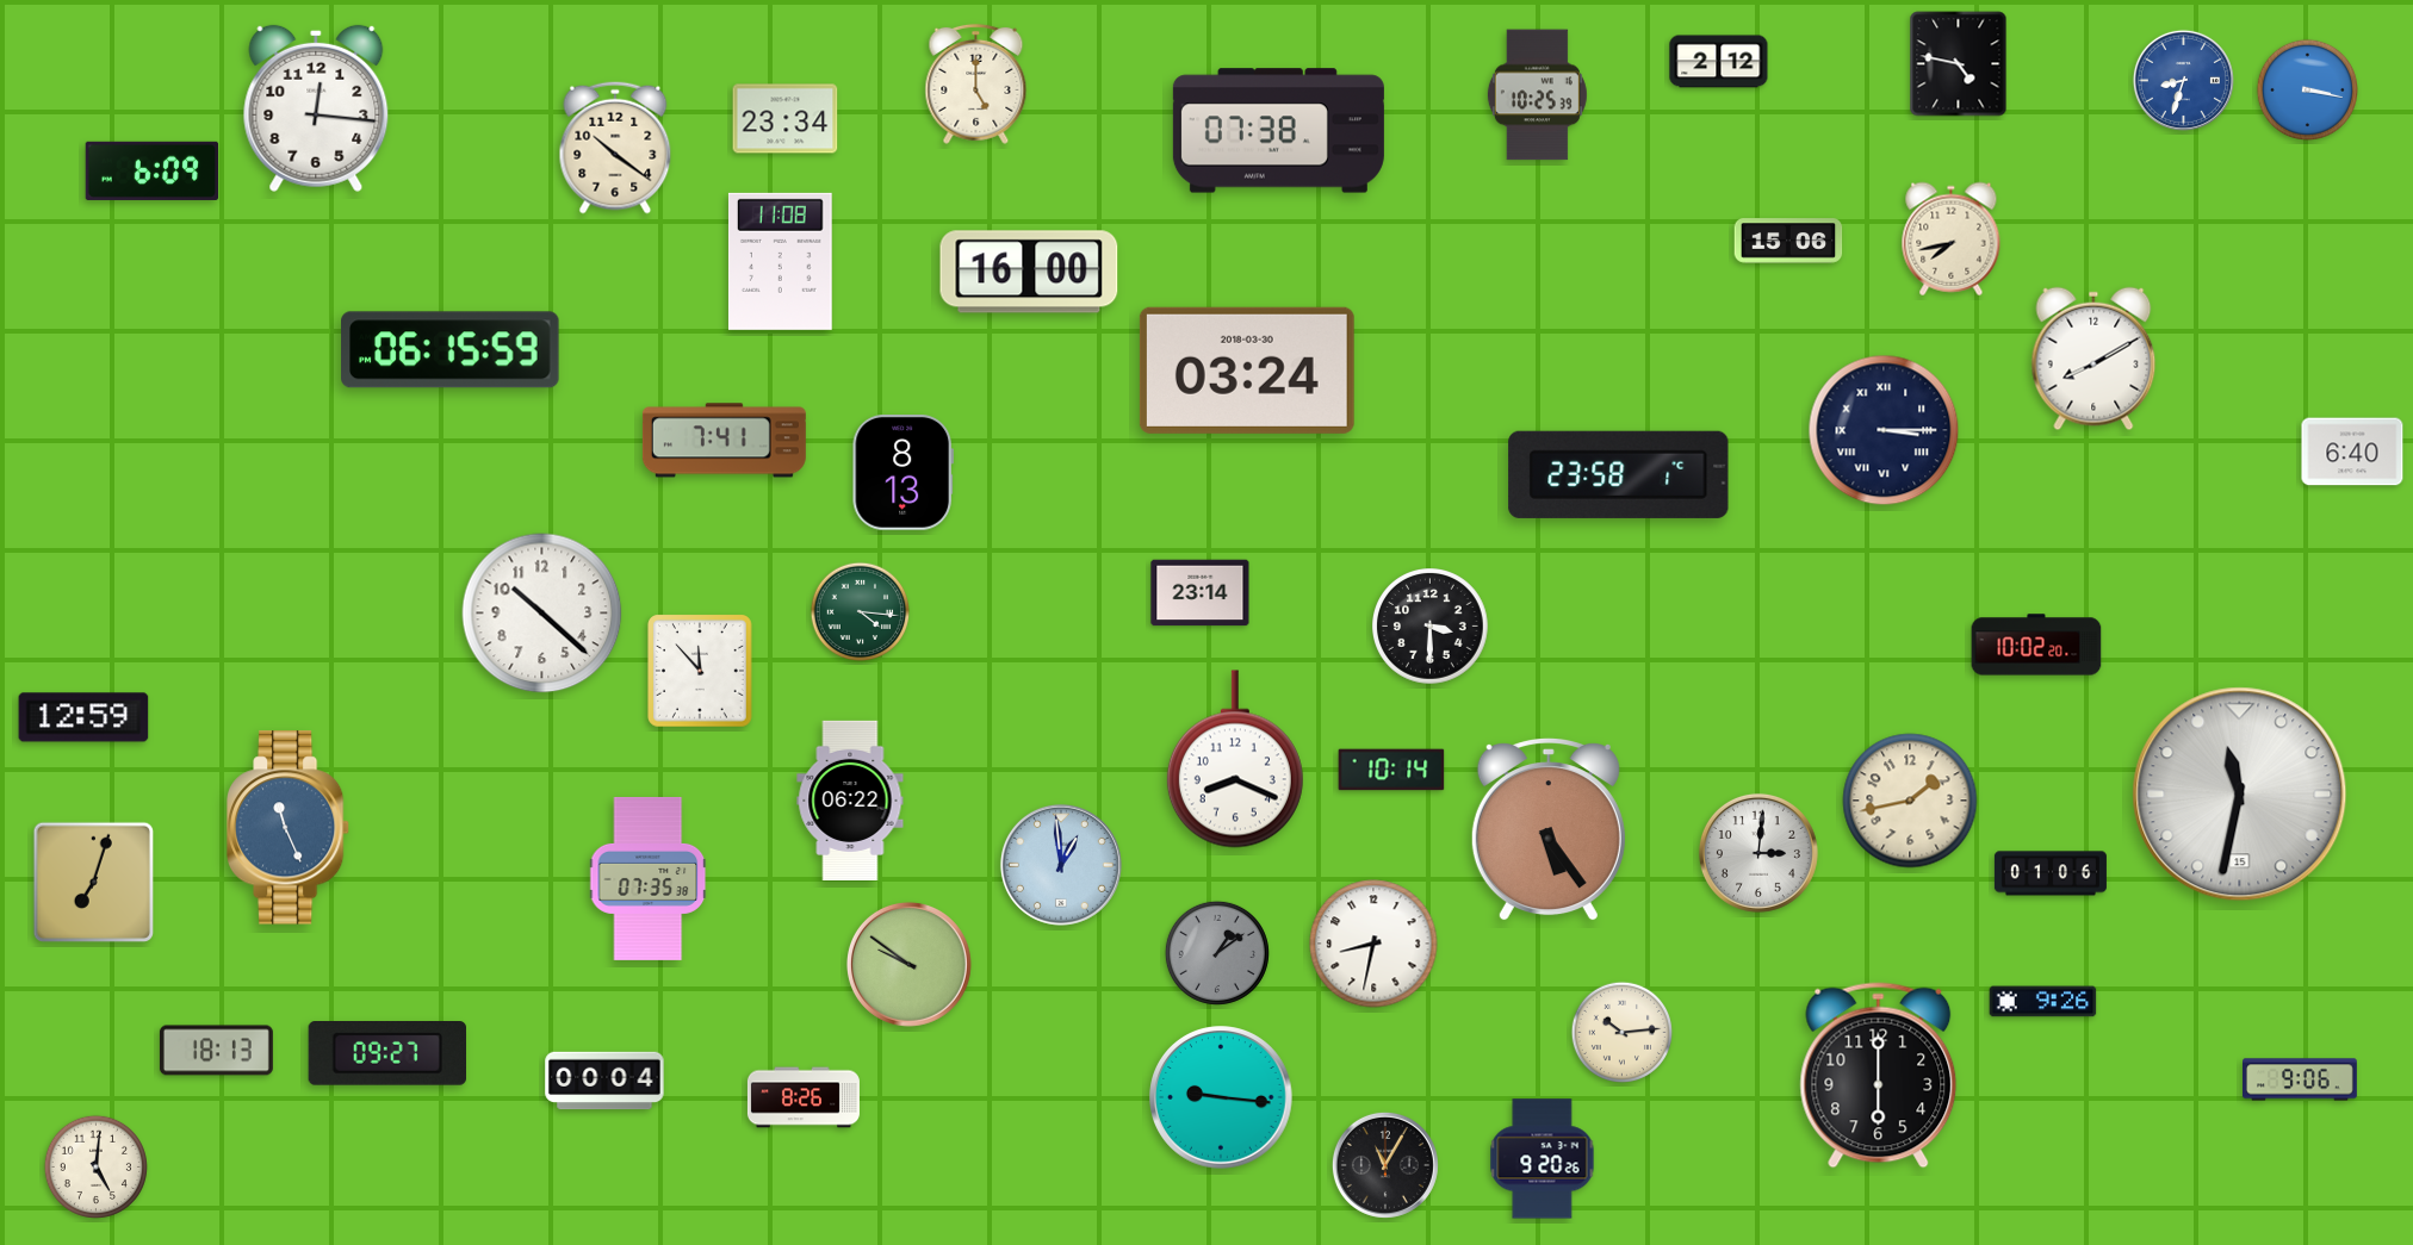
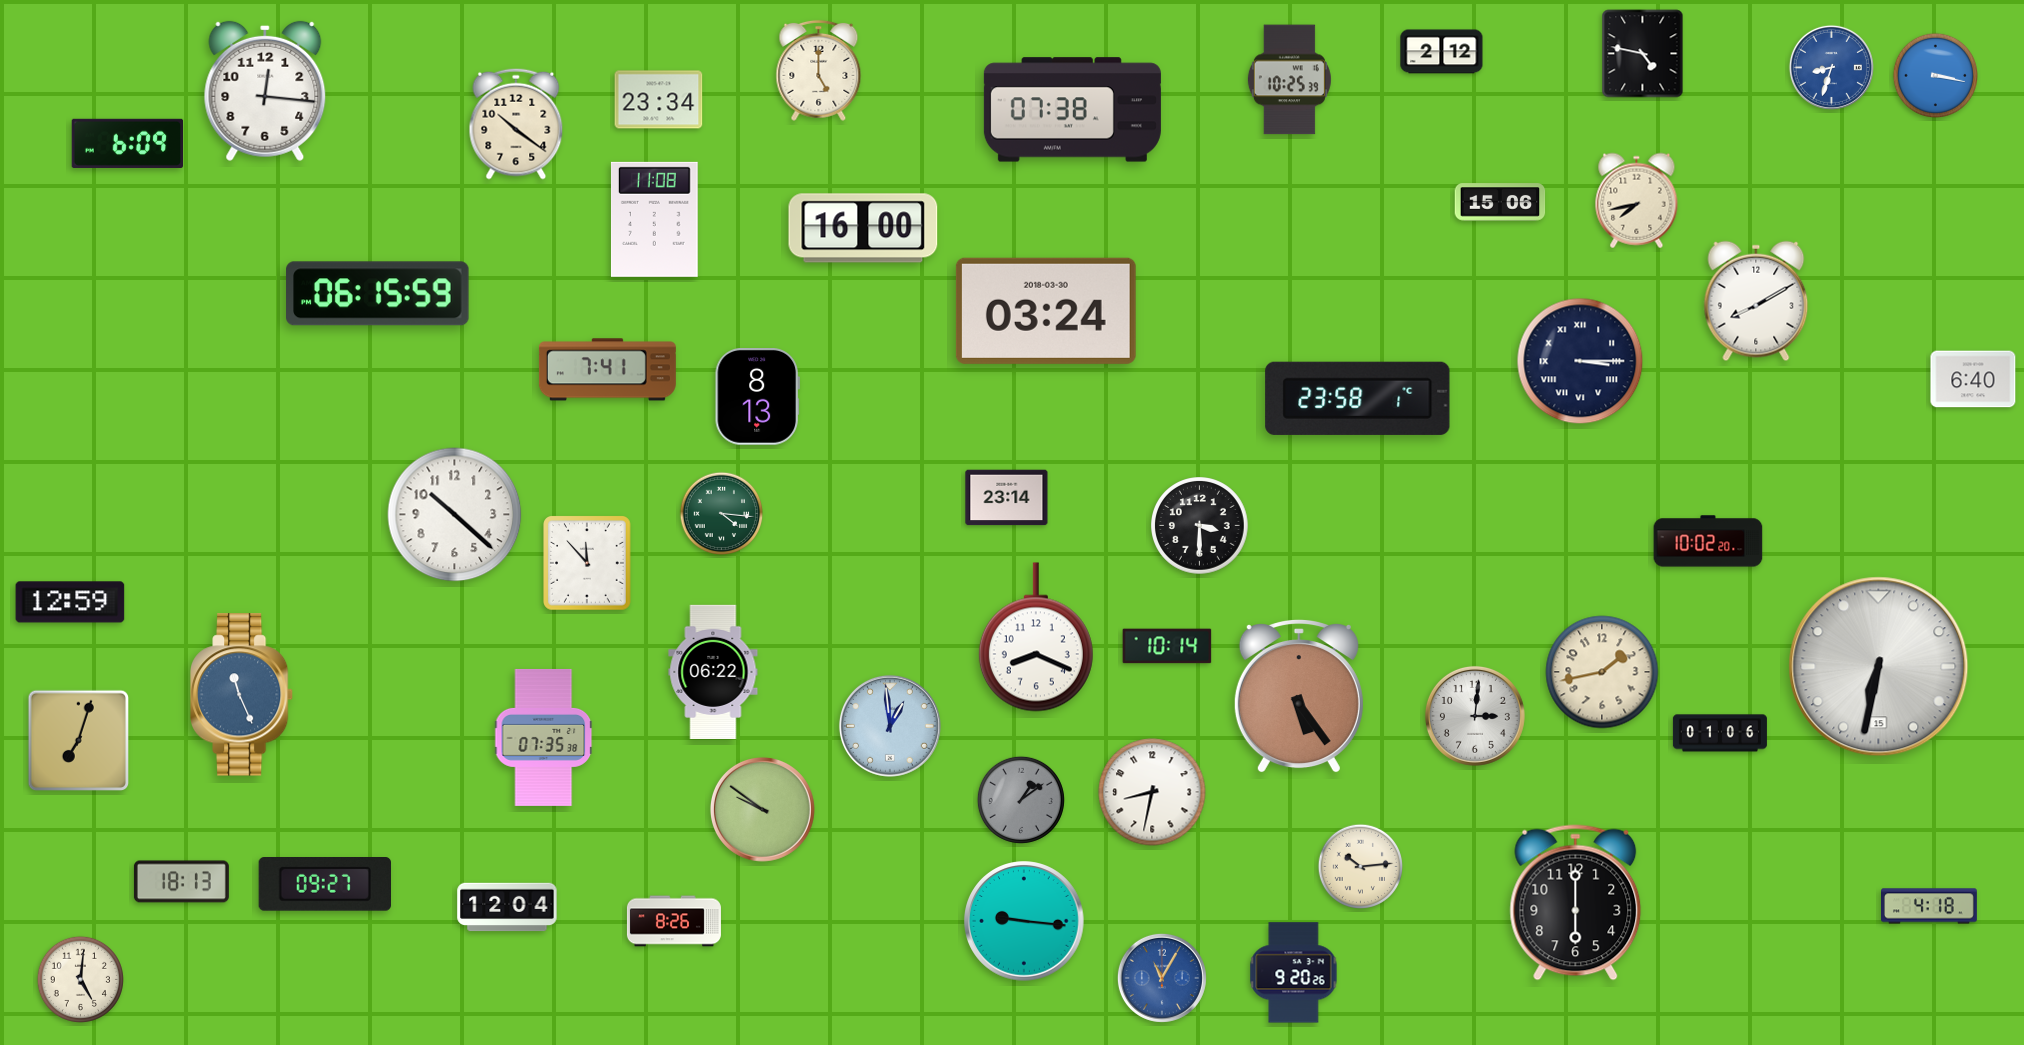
clock at (2240, 795): 11:32 -> 6:32
clock at (2043, 1002): 9:26 -> none
clock at (2301, 1079): 9:06 -> 4:18
clock at (604, 1081): 00:04 -> 12:04
clock at (1385, 1165) dial: black -> blue
